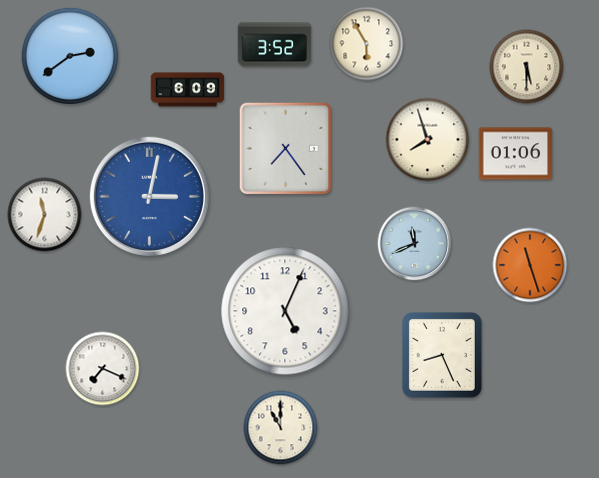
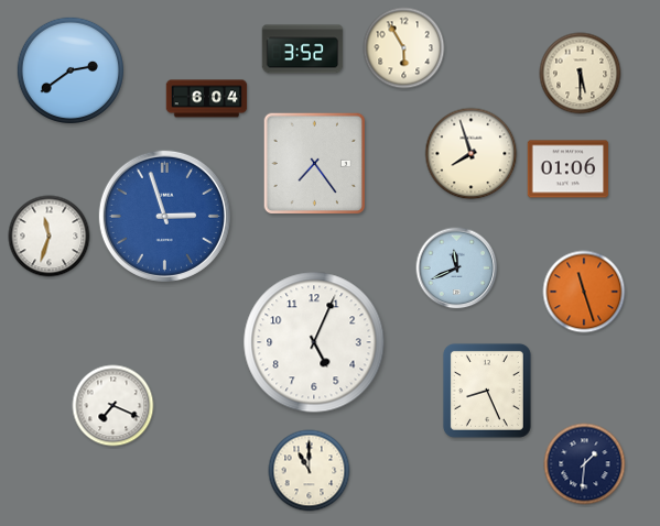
clock at (70, 56) position: (70, 56) -> (71, 70)
clock at (188, 90): 6:09 -> 6:04
clock at (149, 196): 3:02 -> 2:57
clock at (585, 464): none -> 1:31
